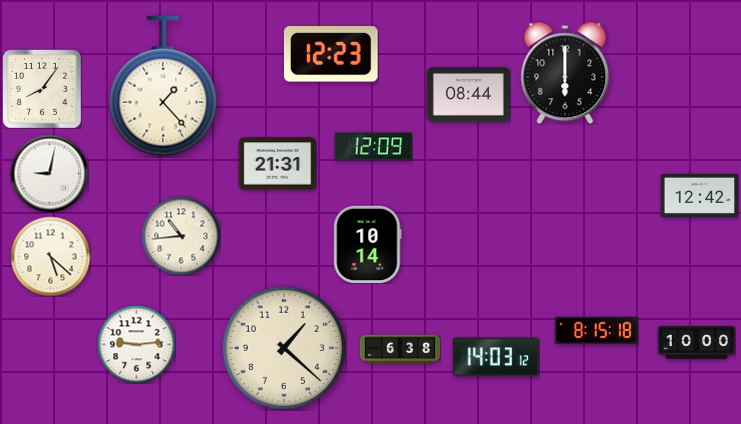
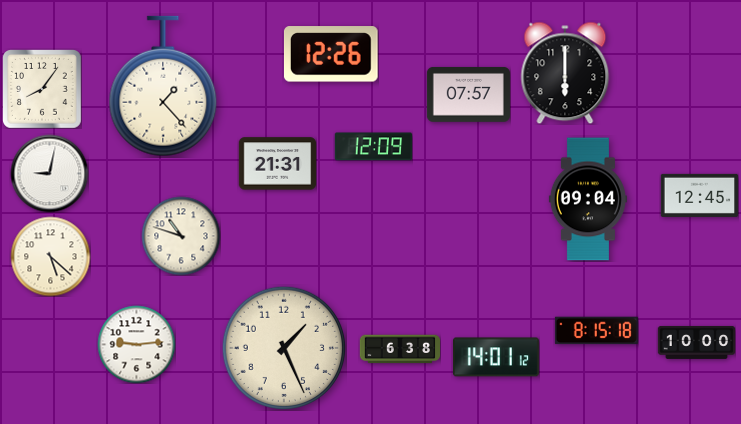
clock at (331, 54): 12:23 -> 12:26
clock at (468, 95): 08:44 -> 07:57
clock at (699, 195): 12:42 -> 12:45
clock at (588, 199): none -> 09:04
clock at (181, 236): 10:44 -> 10:48
clock at (368, 244): 10:14 -> none
clock at (283, 347): 1:22 -> 1:26
clock at (496, 357): 14:03 -> 14:01
